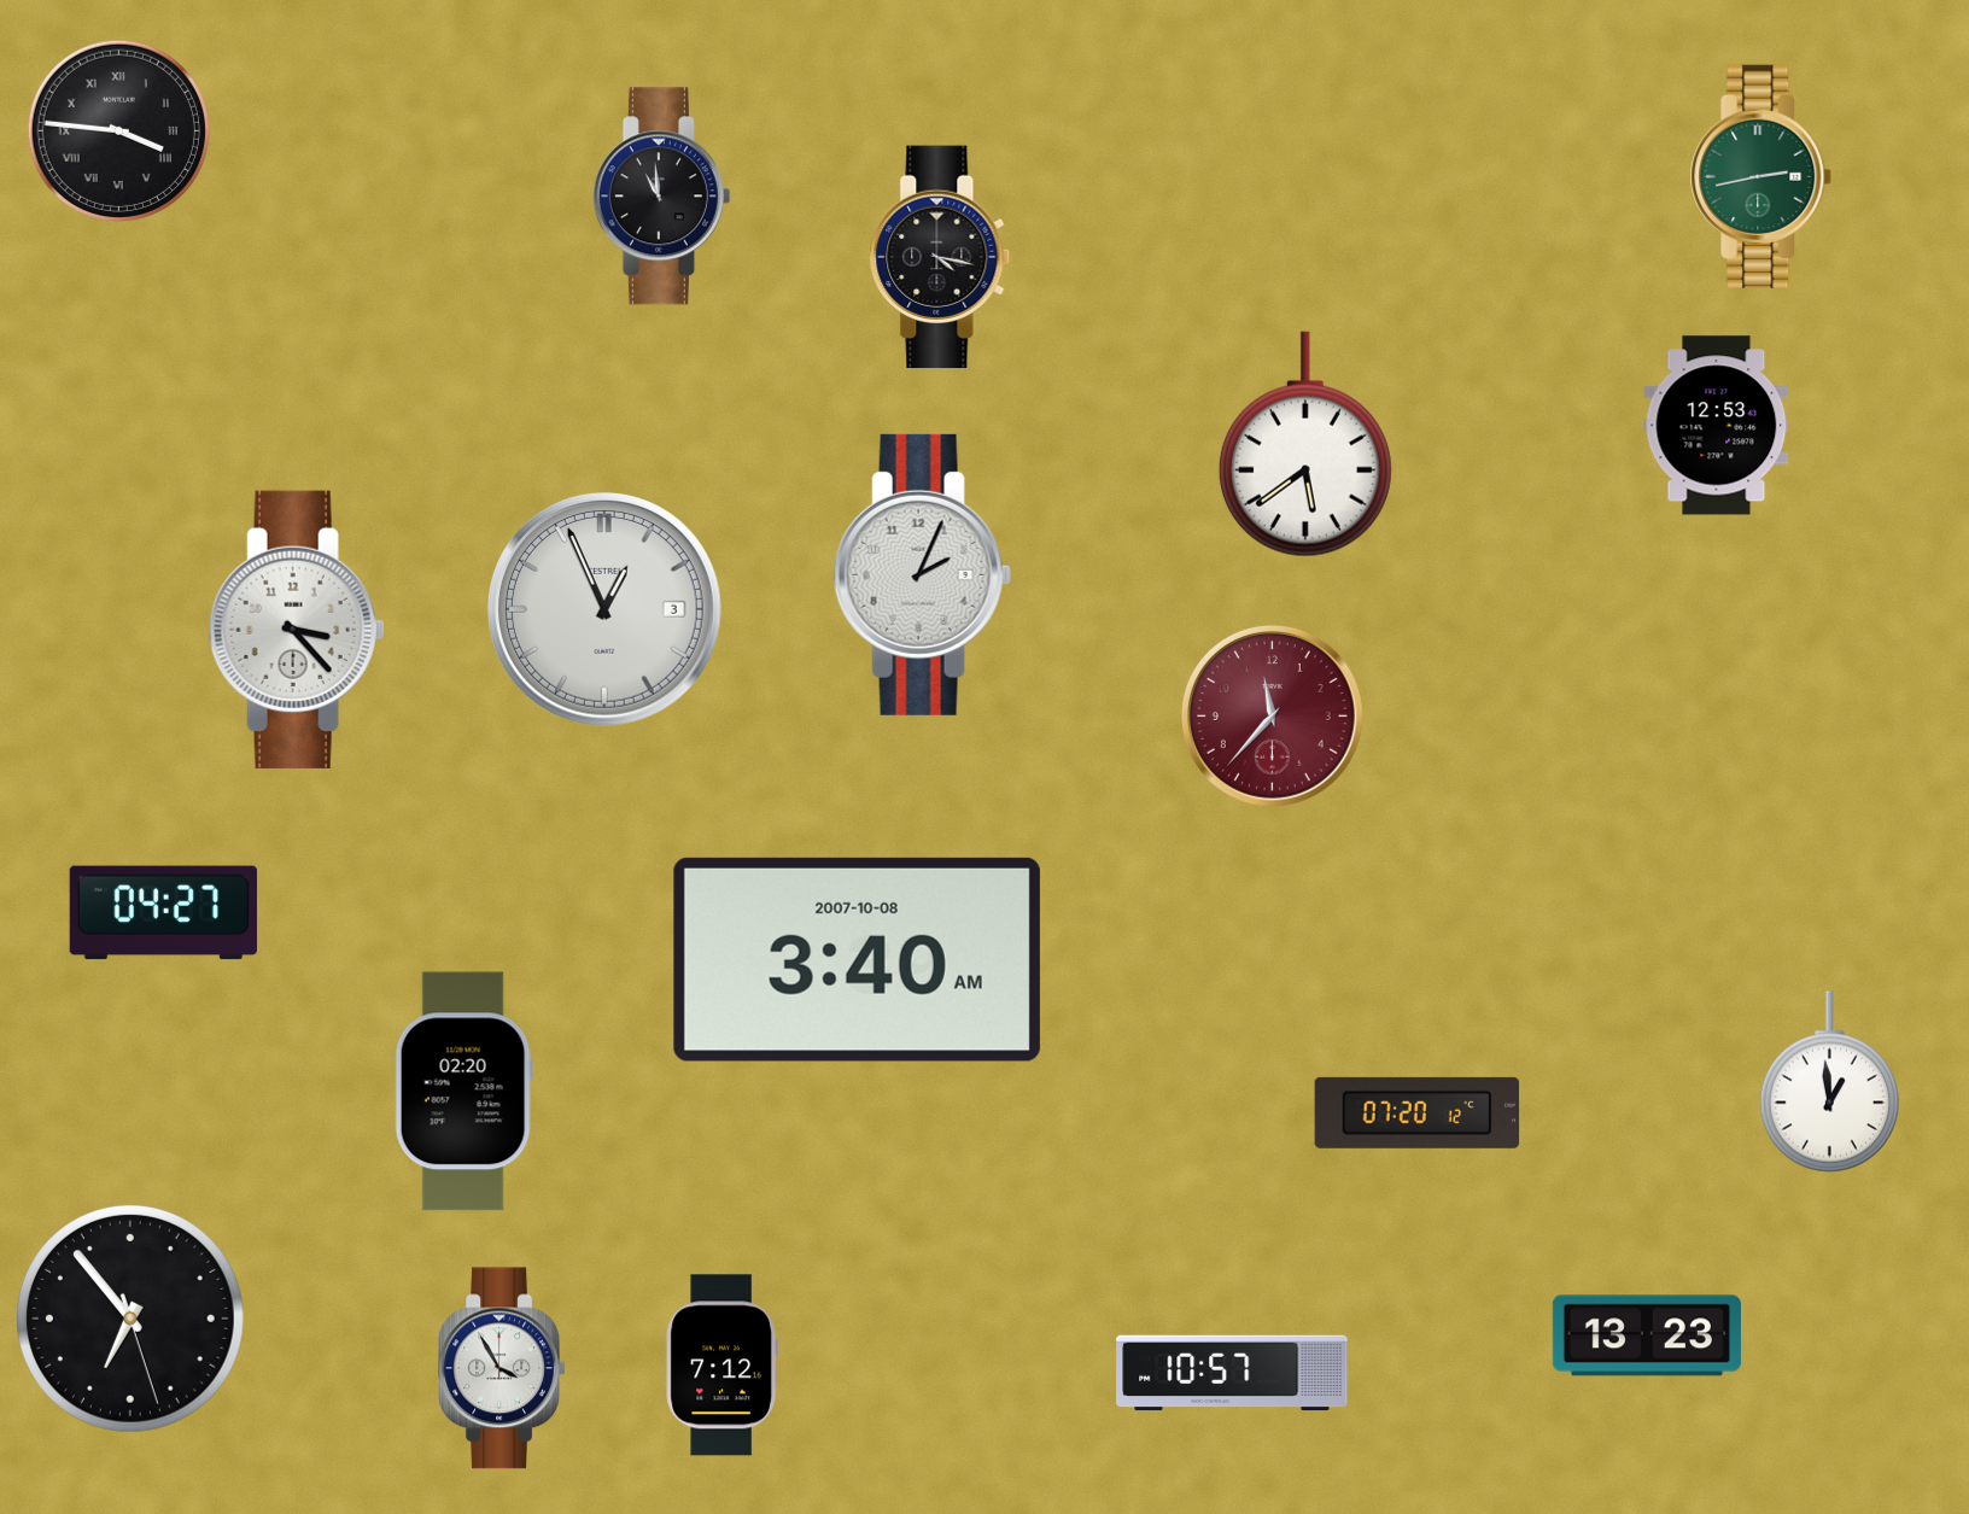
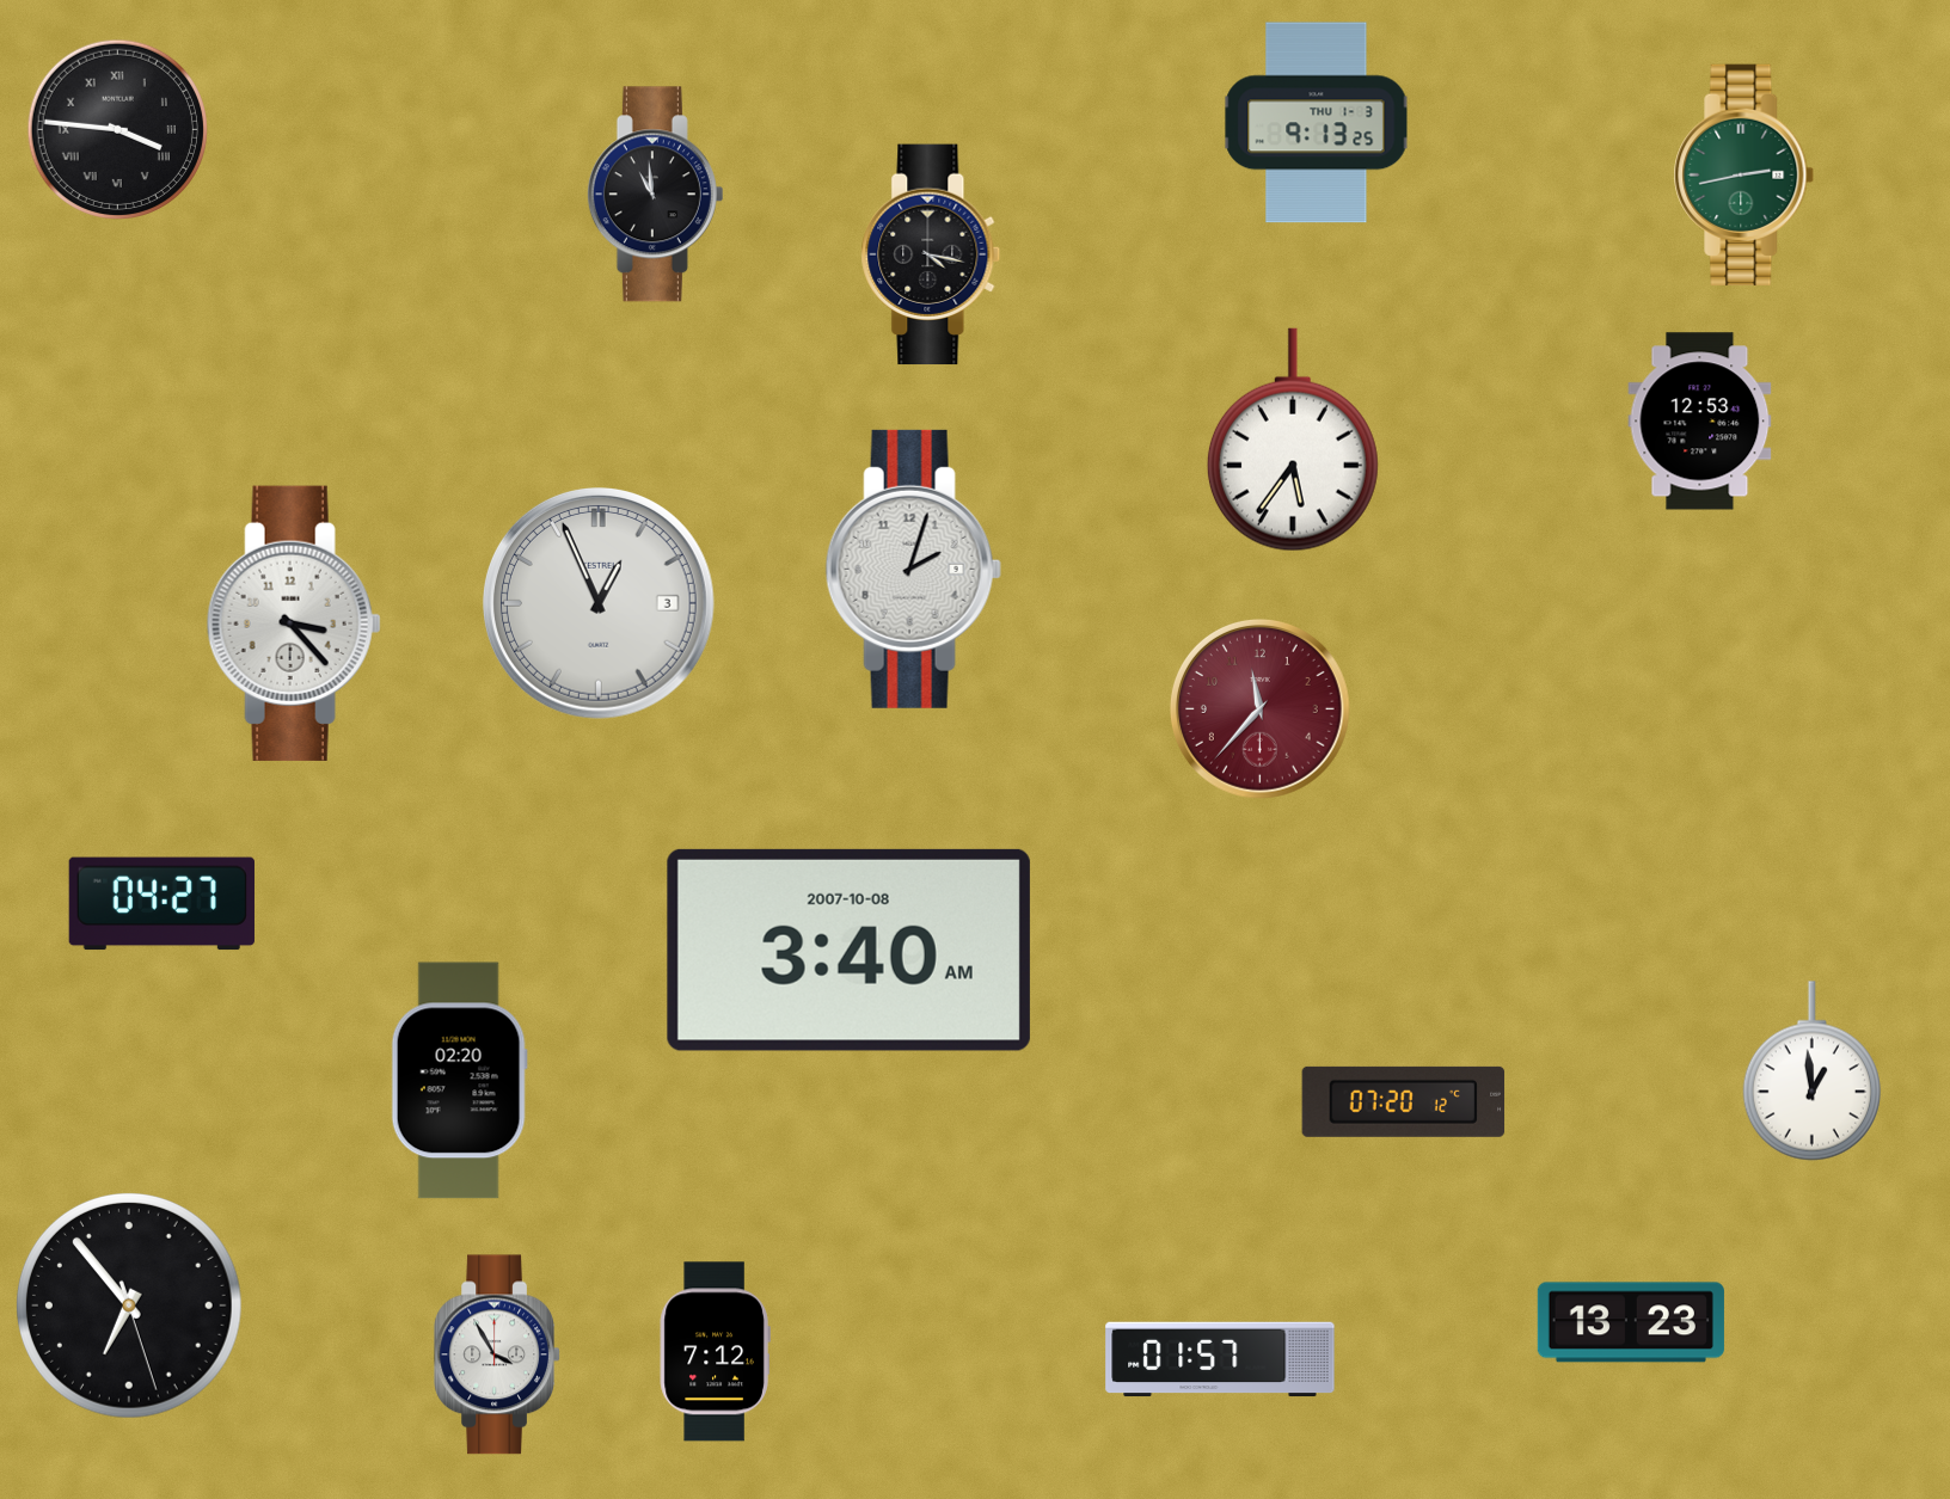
clock at (1317, 123): none -> 9:13
clock at (1305, 444): 5:39 -> 5:36
clock at (922, 574): 2:04 -> 2:03
clock at (1232, 1373): 10:57 -> 01:57
